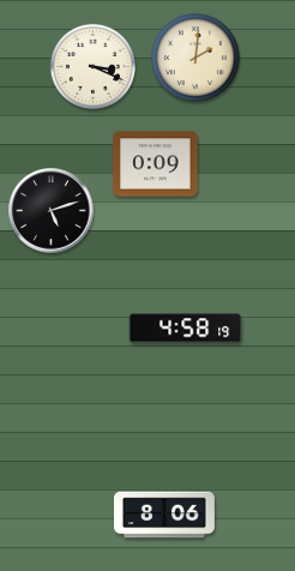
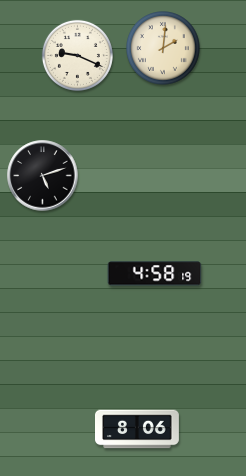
clock at (92, 66): 3:19 -> 9:19
clock at (156, 164): 0:09 -> none
